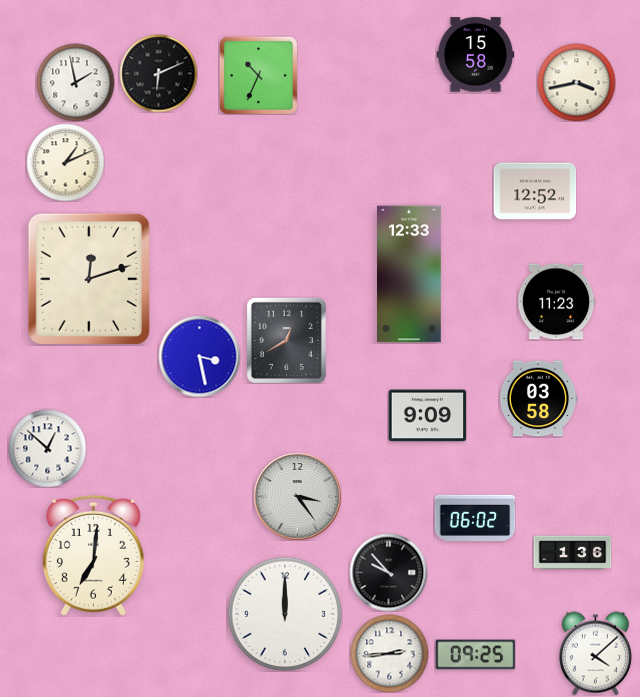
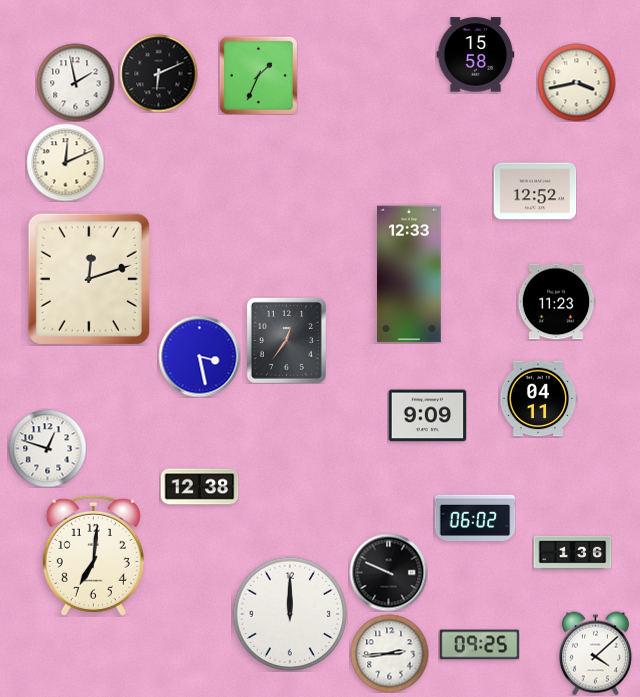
clock at (258, 75): 10:34 -> 1:34
clock at (65, 162): 1:11 -> 12:11
clock at (286, 340): 12:40 -> 12:36
clock at (538, 399): 03:58 -> 04:11
clock at (47, 448): 12:52 -> 12:48
clock at (199, 487): none -> 12:38
clock at (297, 496): 3:24 -> none
clock at (388, 572): 9:53 -> 9:49
clock at (285, 614) position: (285, 614) -> (290, 614)
clock at (475, 655) position: (475, 655) -> (479, 645)
